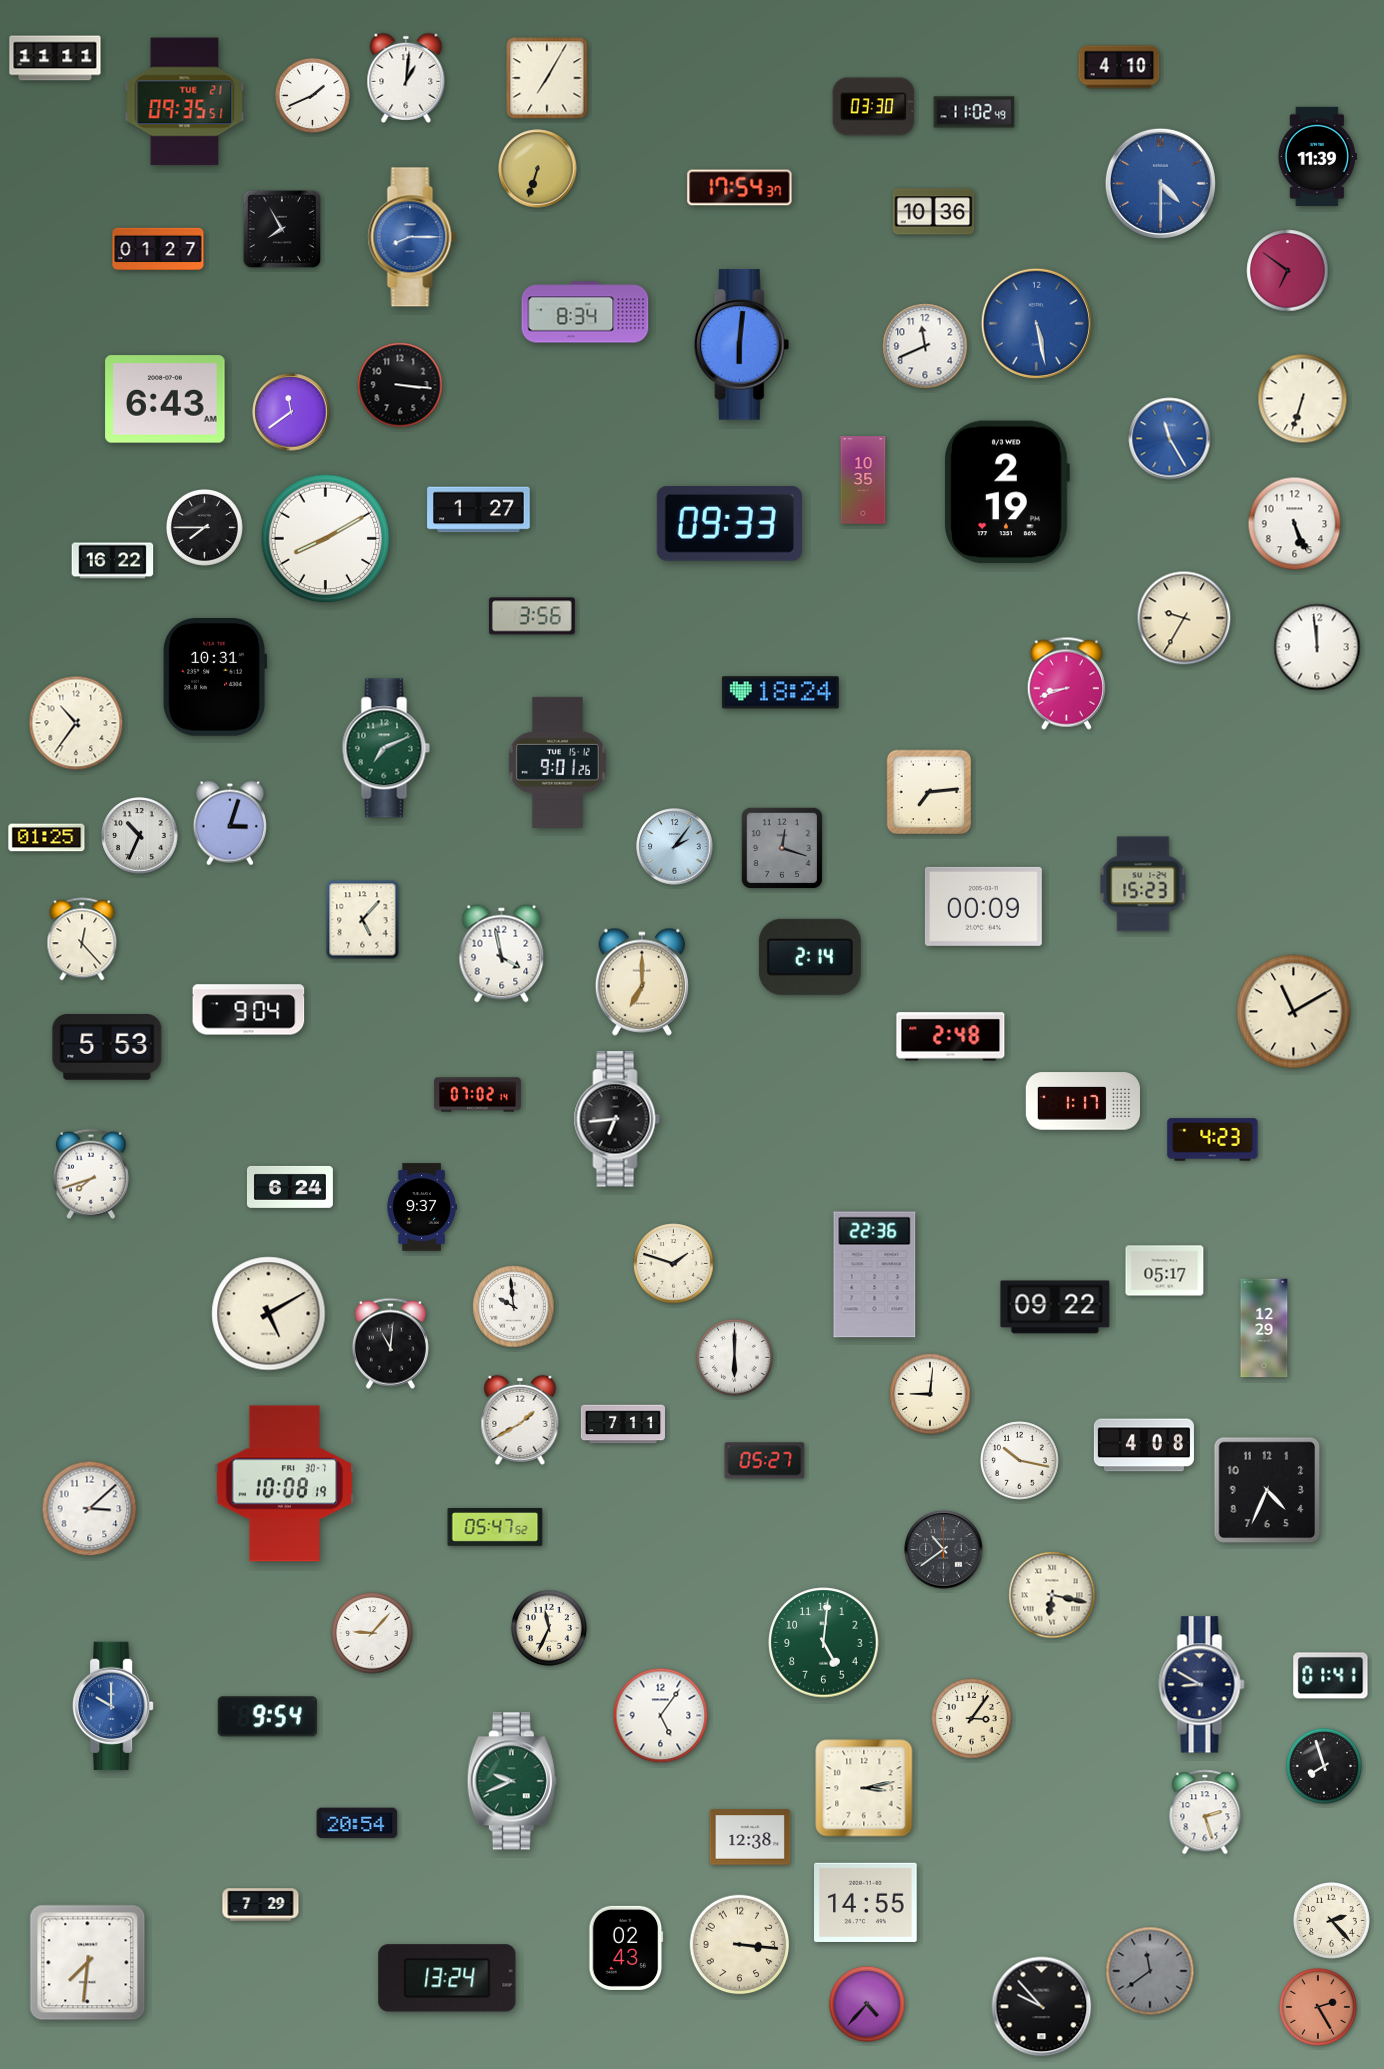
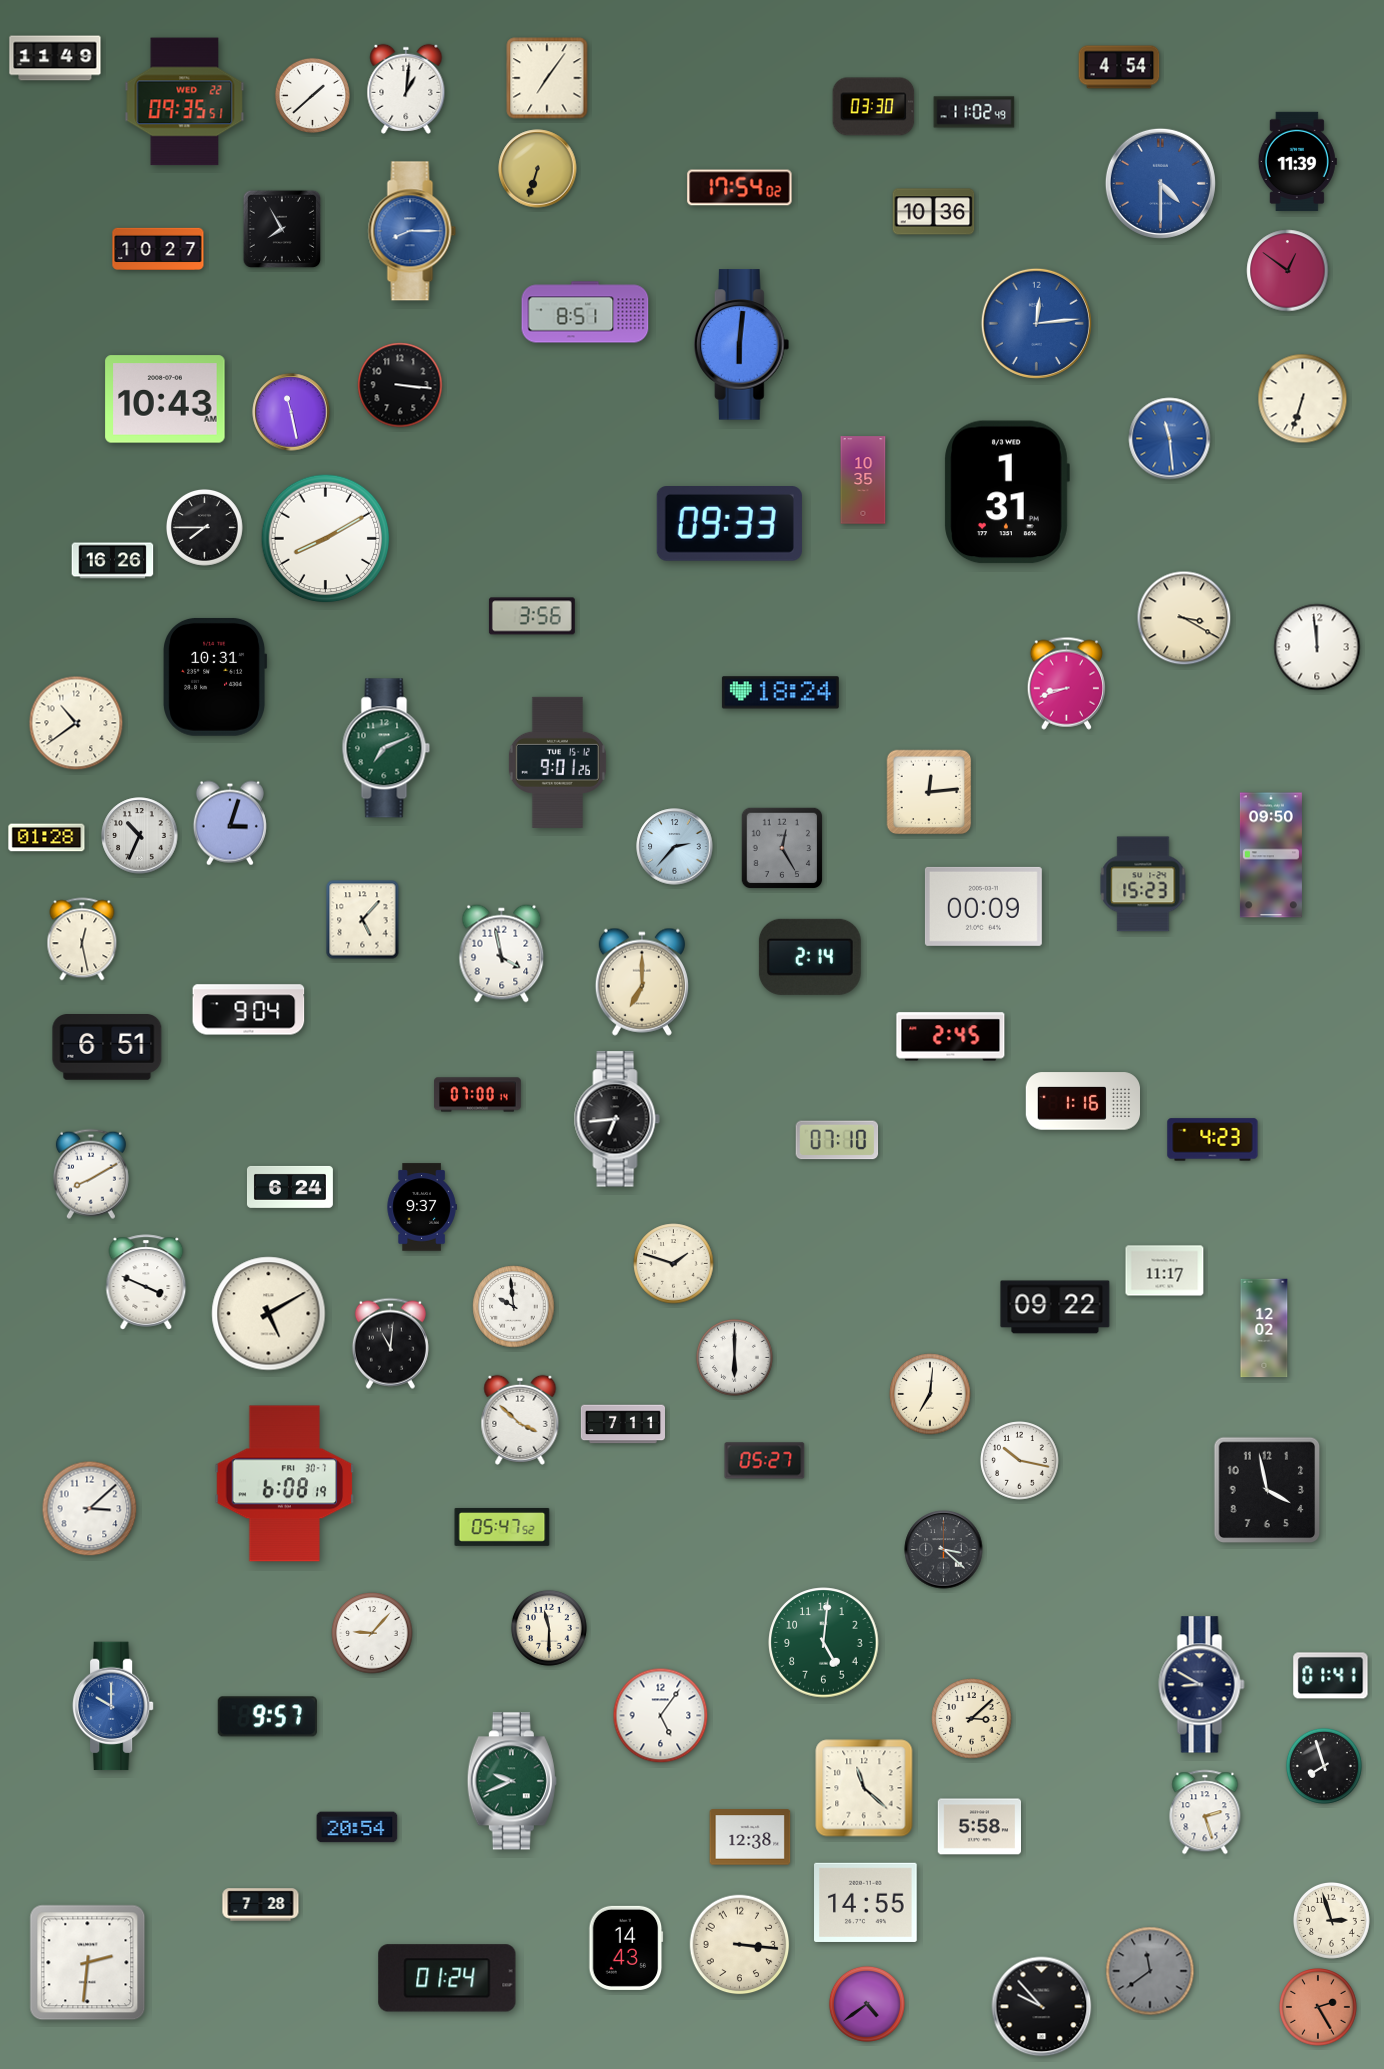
clock at (55, 58): 11:11 -> 11:49
clock at (1119, 67): 4:10 -> 4:54
clock at (406, 78) position: (406, 78) -> (406, 89)
clock at (547, 78): 7:05 -> 7:06
clock at (312, 95): 1:41 -> 1:38
clock at (185, 102) date: TUE 21 -> WED 22
clock at (1317, 156) position: (1317, 156) -> (1297, 161)
clock at (740, 188): 17:54:37 -> 17:54:02
clock at (412, 237) position: (412, 237) -> (412, 231)
clock at (158, 249): 01:27 -> 10:27
clock at (1288, 271): 6:51 -> 12:51
clock at (585, 312): 8:34 -> 8:51
clock at (1036, 323): 5:28 -> 12:14
clock at (925, 346): 11:41 -> none
clock at (165, 399): 6:43 -> 10:43
clock at (291, 412): 11:39 -> 11:28
clock at (1170, 439): 11:25 -> 11:29
clock at (1007, 492): 2:19 -> 1:31
clock at (479, 510): 1:27 -> none
clock at (1295, 524): 5:26 -> none
clock at (113, 561): 16:22 -> 16:26
clock at (1184, 618): 9:35 -> 3:20
clock at (76, 723): 10:36 -> 10:39
clock at (929, 792): 7:14 -> 12:14
clock at (47, 838): 01:25 -> 01:28
clock at (675, 847): 2:06 -> 2:37
clock at (782, 848): 12:18 -> 12:25
clock at (1271, 855): none -> 09:50
clock at (82, 939): 12:23 -> 12:28
clock at (1294, 1012): 11:10 -> none
clock at (951, 1037): 2:48 -> 2:45
clock at (107, 1048): 5:53 -> 6:51
clock at (478, 1095): 07:02 -> 07:00
clock at (1082, 1101): 1:17 -> 1:16
clock at (837, 1140): none -> 07:10
clock at (91, 1174): 7:42 -> 8:10
clock at (1165, 1271): 05:17 -> 11:17
clock at (875, 1275): 22:36 -> none
clock at (146, 1282): none -> 3:49
clock at (1264, 1328): 12:29 -> 12:02
clock at (930, 1394): 9:01 -> 7:01
clock at (520, 1420): 1:40 -> 3:52
clock at (1144, 1445): 4:08 -> none
clock at (285, 1484): 10:08 -> 6:08
clock at (1267, 1490): 4:34 -> 3:58
clock at (495, 1527) position: (495, 1527) -> (502, 1527)
clock at (944, 1550): 10:39 -> 3:22
clock at (1052, 1595): 6:17 -> none
clock at (549, 1628): 11:34 -> 11:30
clock at (267, 1717): 9:54 -> 9:57
clock at (972, 1719): 3:06 -> 3:08
clock at (864, 1788): 3:13 -> 11:22
clock at (357, 1823) position: (357, 1823) -> (357, 1827)
clock at (980, 1827): none -> 5:58
clock at (261, 1905): 7:29 -> 7:28
clock at (1331, 1920): 2:23 -> 2:57
clock at (626, 1948): 02:43 -> 14:43
clock at (88, 1963): 7:31 -> 2:31
clock at (447, 1978): 13:24 -> 01:24
clock at (867, 2004): 4:37 -> 4:39
